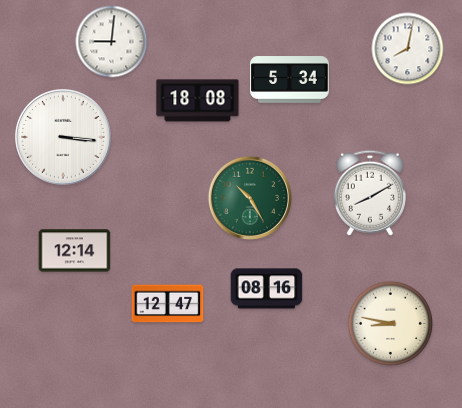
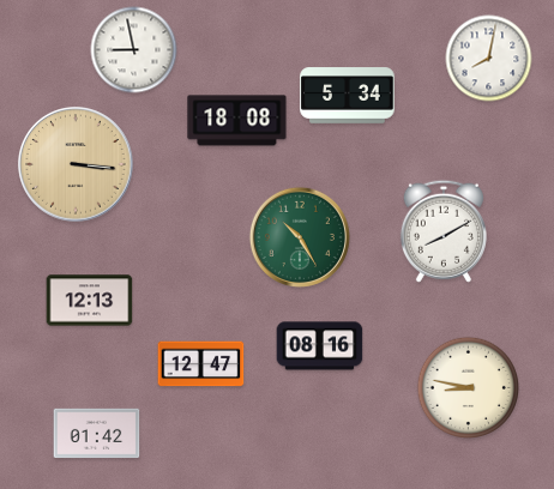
clock at (112, 42): 9:01 -> 8:58
clock at (63, 137) dial: white -> champagne
clock at (75, 251): 12:14 -> 12:13
clock at (97, 434): none -> 01:42
